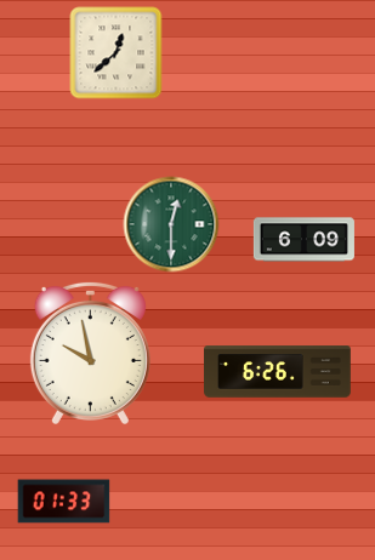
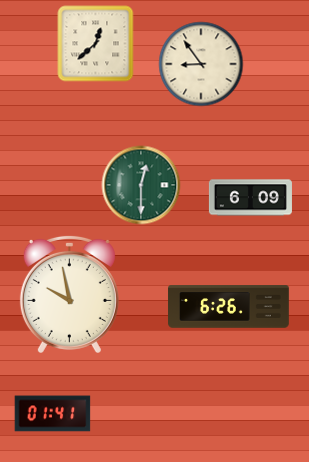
clock at (201, 64): none -> 8:54
clock at (90, 353) position: (90, 353) -> (69, 294)
clock at (64, 502): 01:33 -> 01:41
